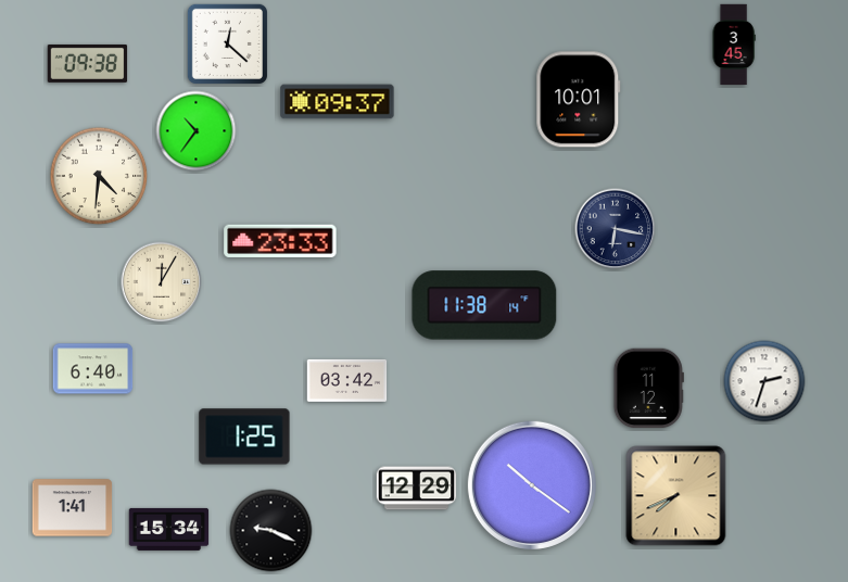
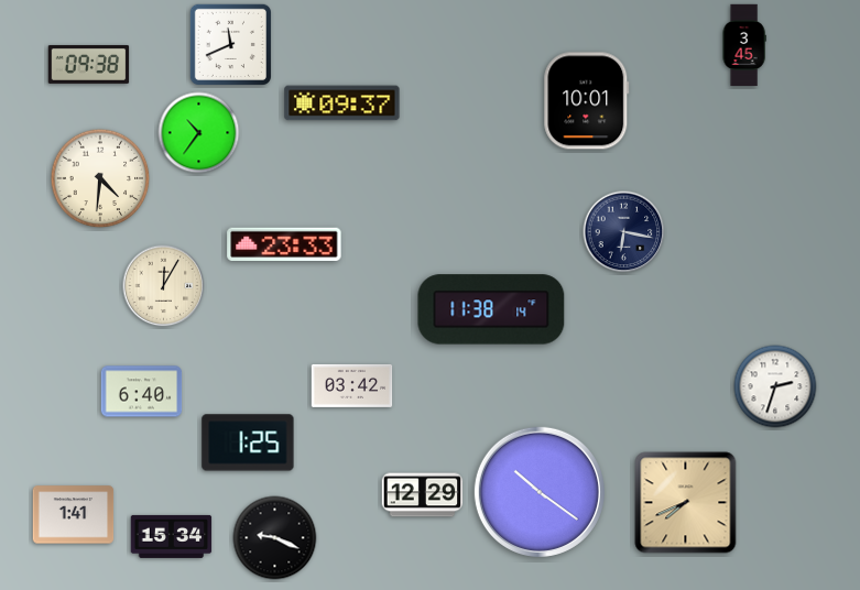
clock at (227, 43): 12:22 -> 11:41
clock at (93, 369) position: (93, 369) -> (142, 392)
clock at (648, 389): 11:12 -> none
